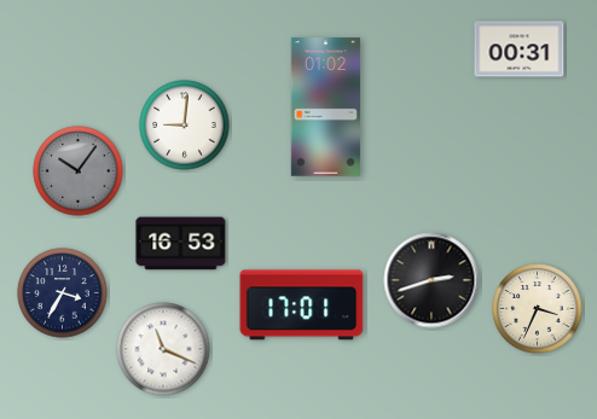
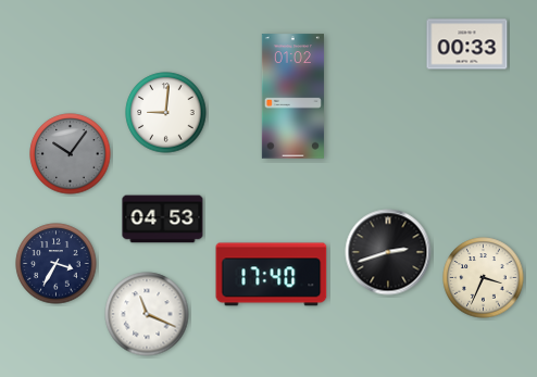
clock at (520, 50): 00:31 -> 00:33
clock at (181, 244): 16:53 -> 04:53
clock at (302, 305): 17:01 -> 17:40
